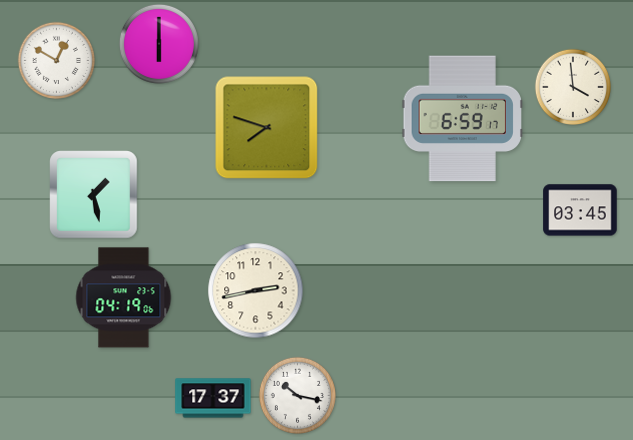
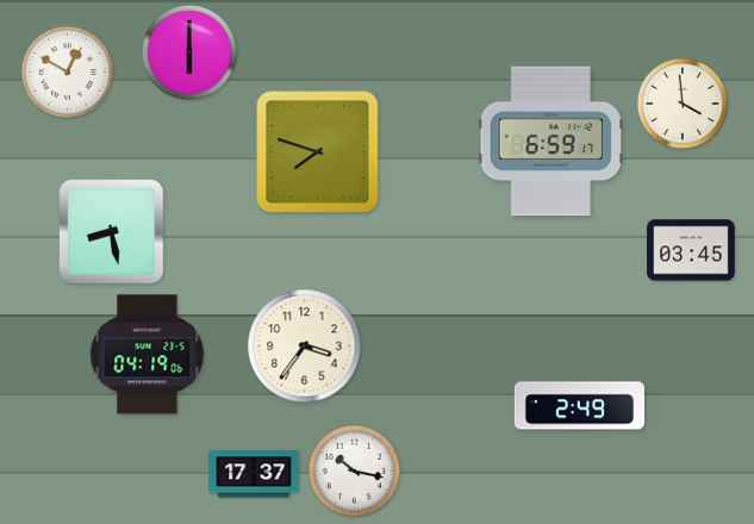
clock at (94, 195): 1:28 -> 8:28
clock at (256, 291): 2:43 -> 3:36
clock at (579, 406): none -> 2:49
